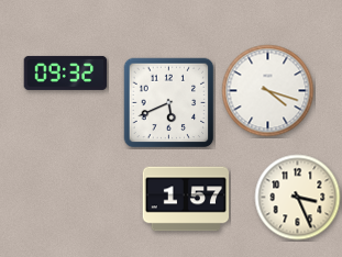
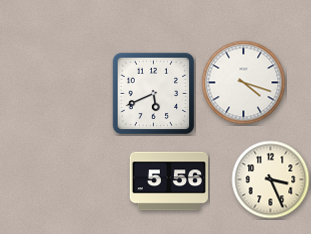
clock at (66, 72): 09:32 -> none
clock at (185, 199): 1:57 -> 5:56
